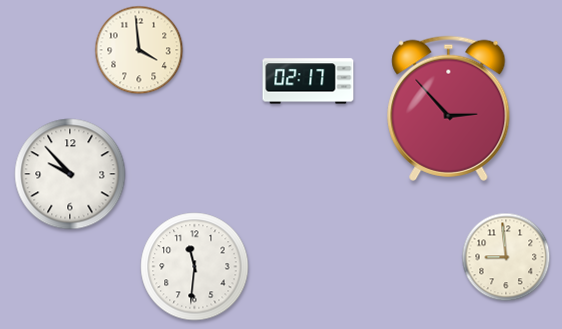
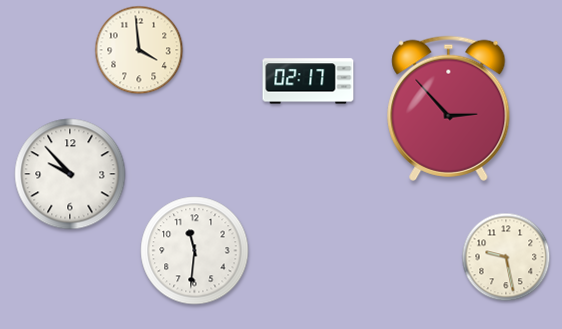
clock at (506, 257): 8:59 -> 9:28
clock at (195, 267) position: (195, 267) -> (195, 251)
